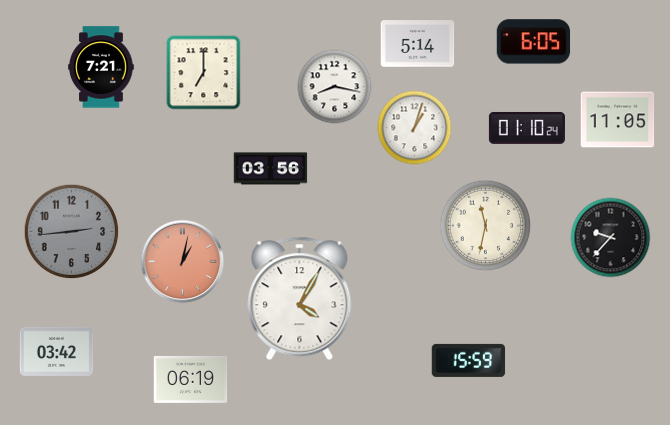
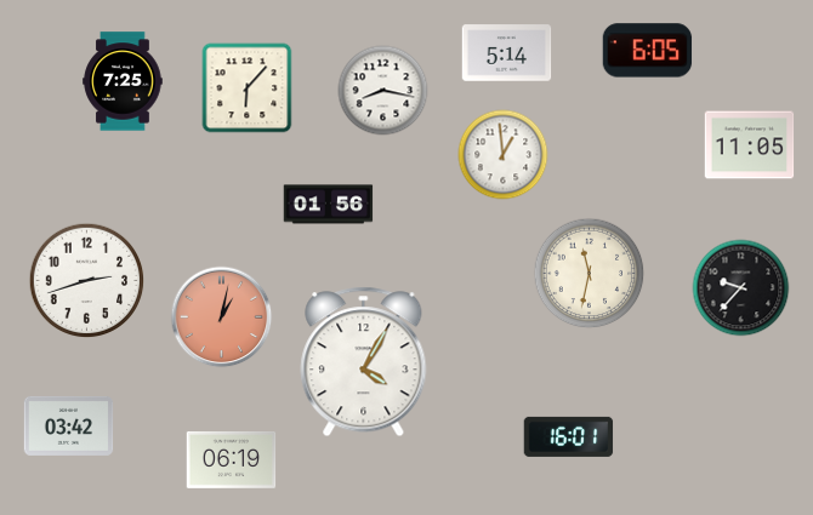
clock at (101, 67): 7:21 -> 7:25
clock at (204, 73): 7:00 -> 6:07
clock at (335, 87) position: (335, 87) -> (383, 91)
clock at (415, 128): 1:03 -> 12:59
clock at (527, 128): 01:10 -> none
clock at (271, 169): 03:56 -> 01:56
clock at (72, 232): 2:44 -> 2:42
clock at (72, 232) dial: grey -> white
clock at (469, 360): 15:59 -> 16:01
